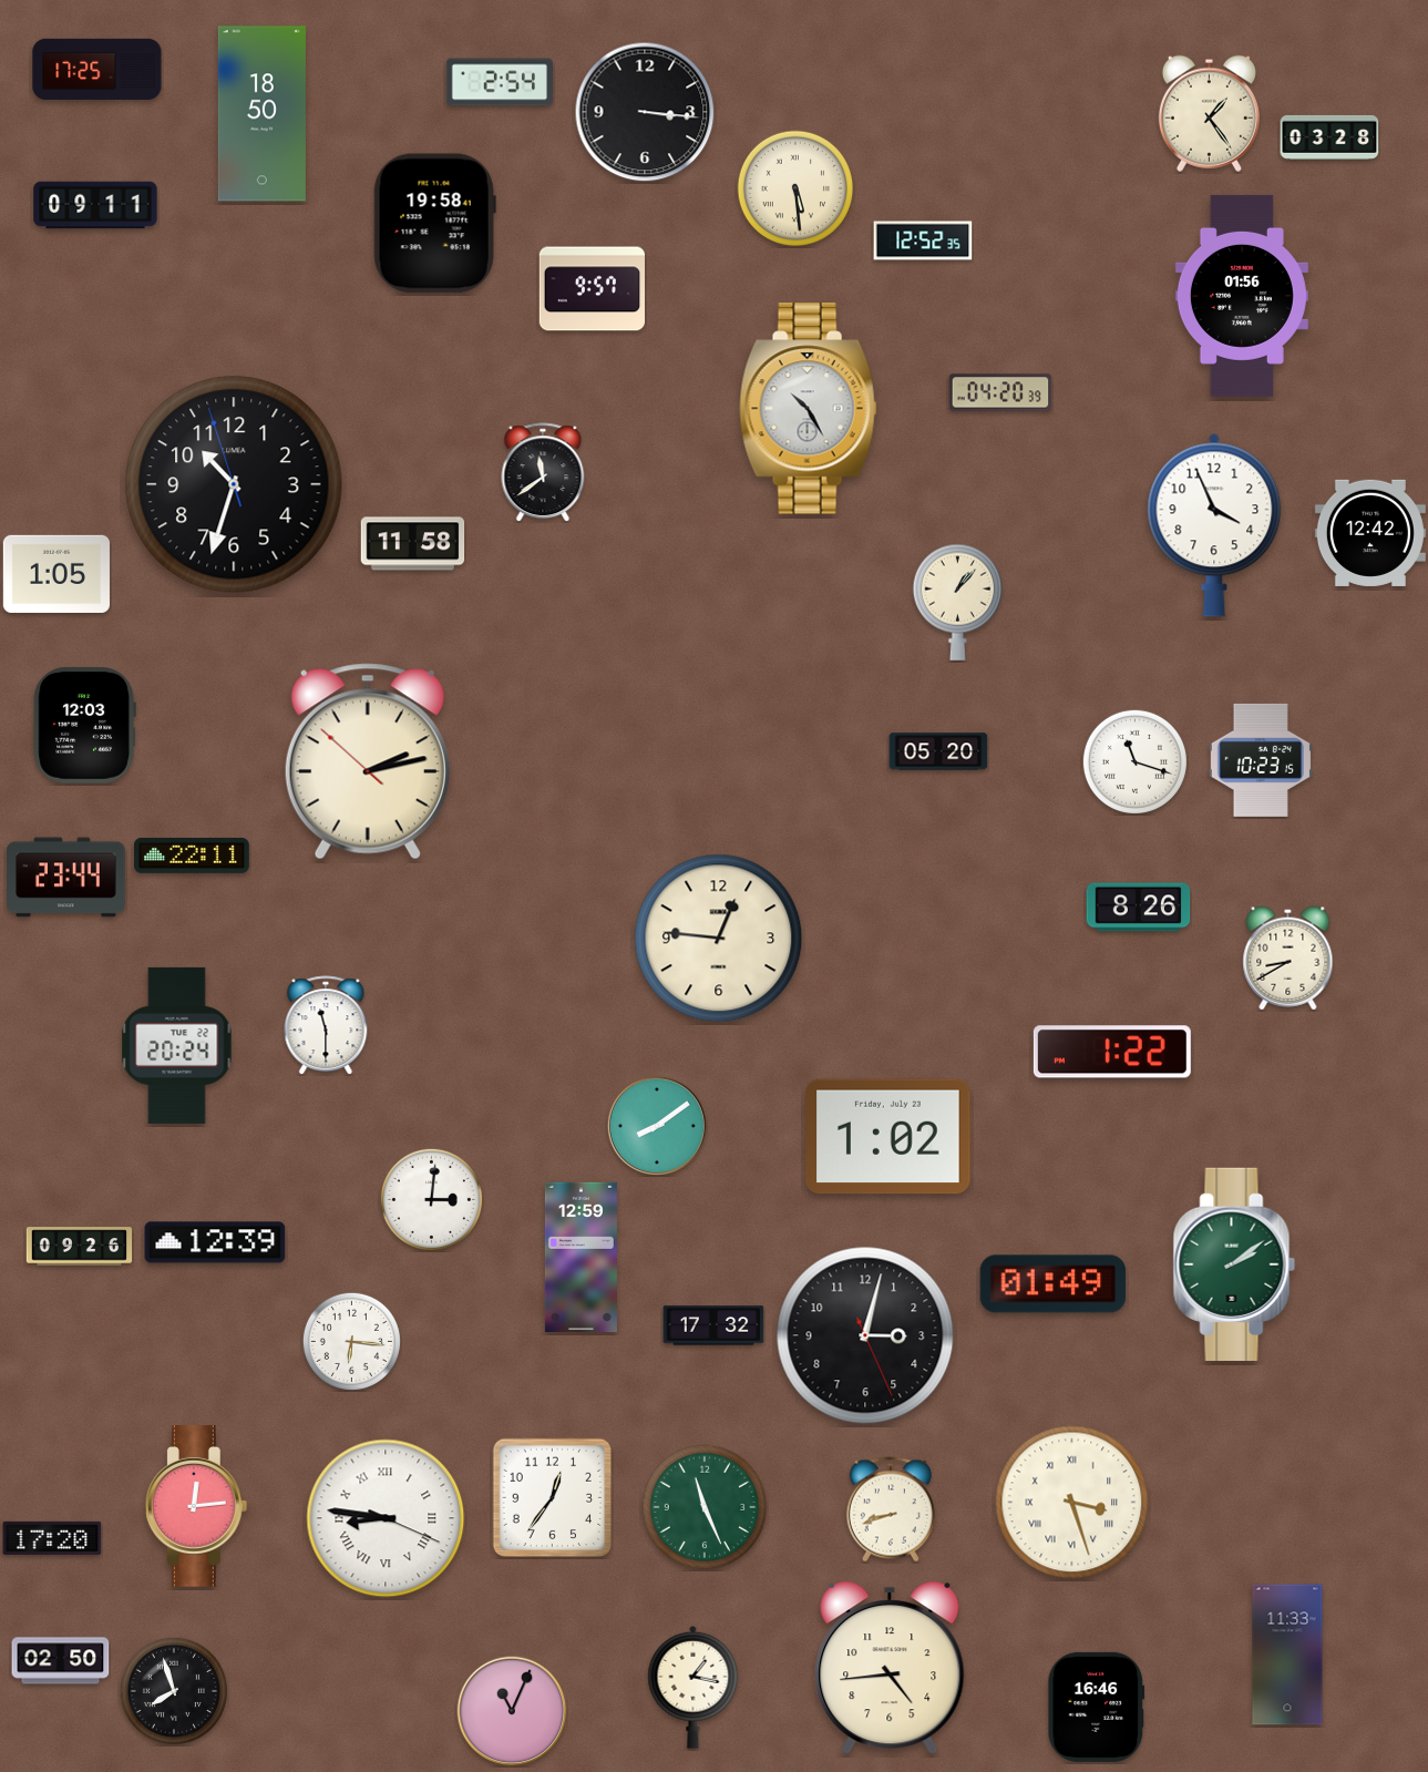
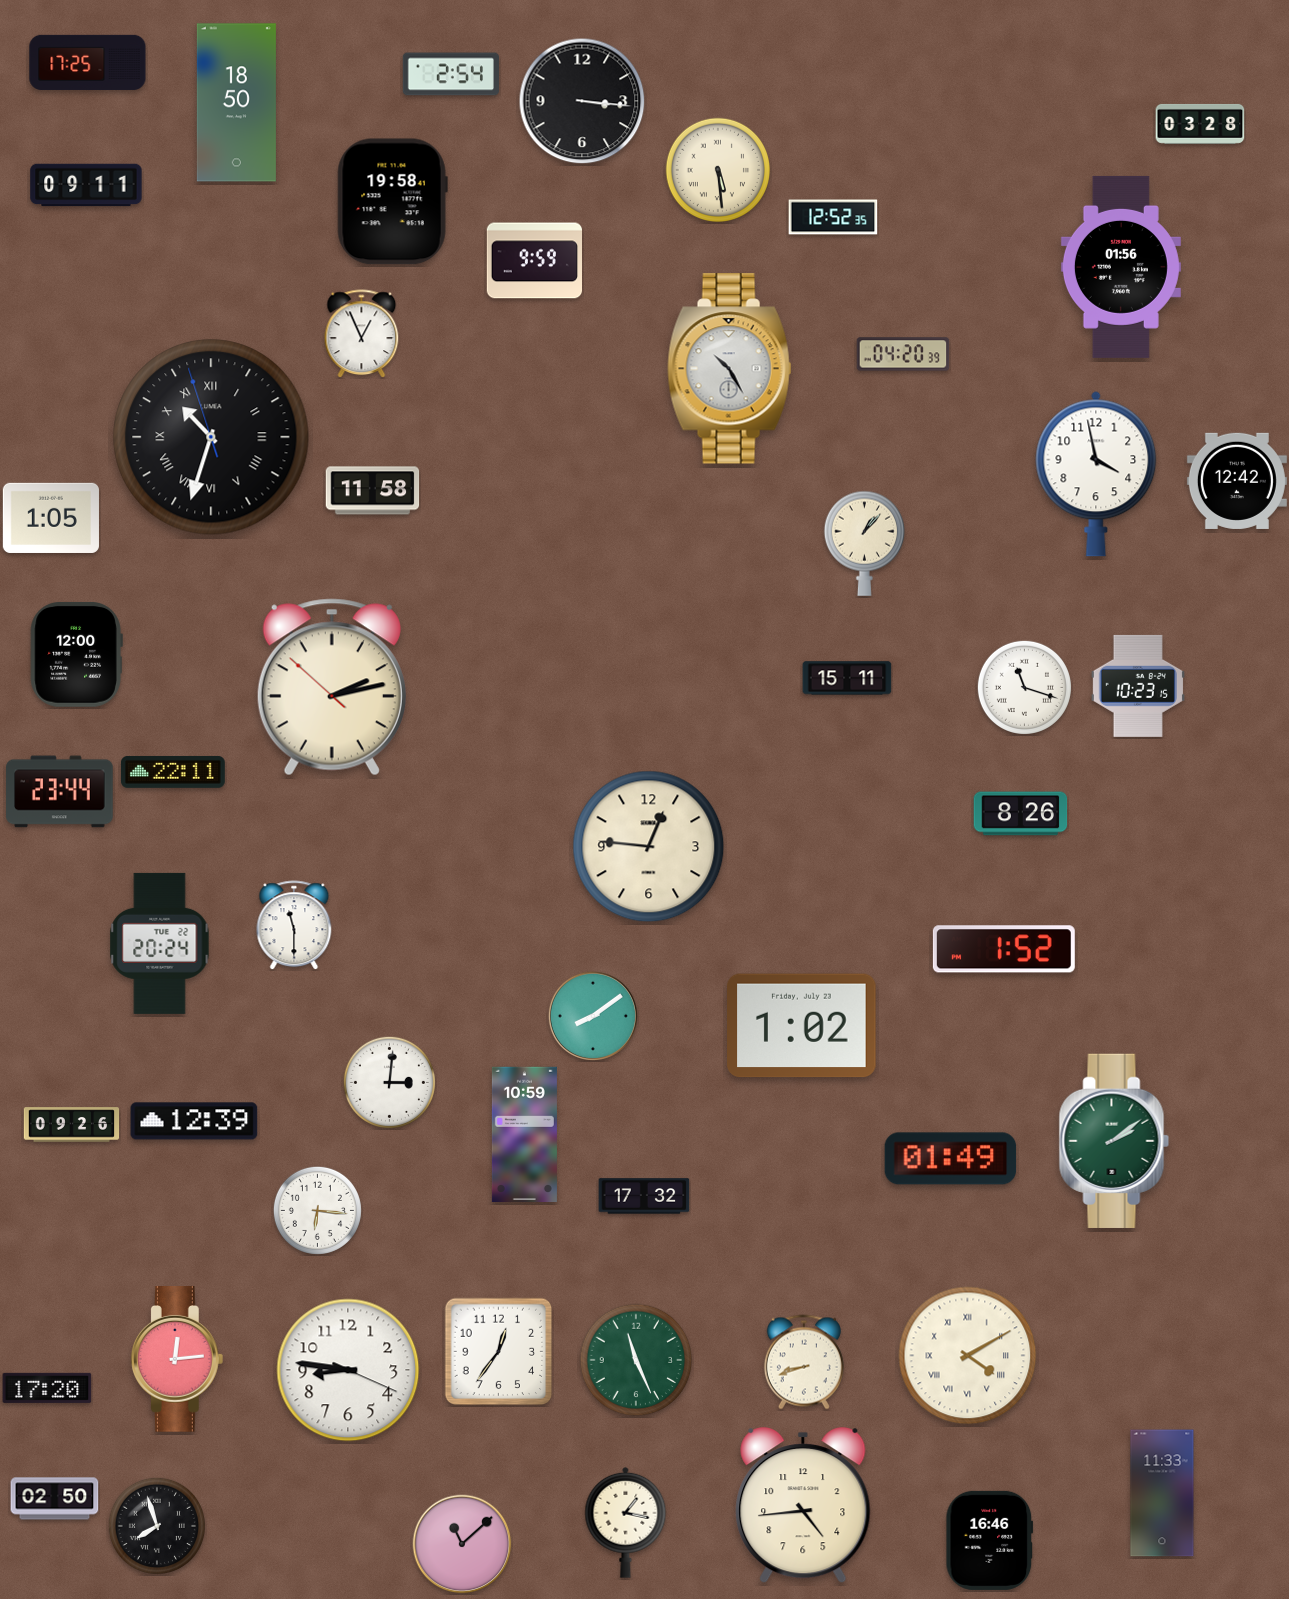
clock at (1209, 113): 1:24 -> none
clock at (592, 289): 9:57 -> 9:59
clock at (362, 334): none -> 12:56
clock at (543, 472): 11:39 -> none
clock at (234, 484) numerals: Arabic -> Roman
clock at (1214, 525): 3:56 -> 3:58
clock at (84, 725): 12:03 -> 12:00
clock at (938, 751): 05:20 -> 15:11
clock at (1139, 908) position: (1139, 908) -> (1021, 814)
clock at (1288, 959): 8:40 -> none
clock at (1112, 1052): 1:22 -> 1:52
clock at (581, 1257): 12:59 -> 10:59
clock at (865, 1335): 3:02 -> none
clock at (1072, 1503): 3:27 -> 4:10
clock at (386, 1518) numerals: Roman -> Arabic
clock at (512, 1711): 11:04 -> 11:08
